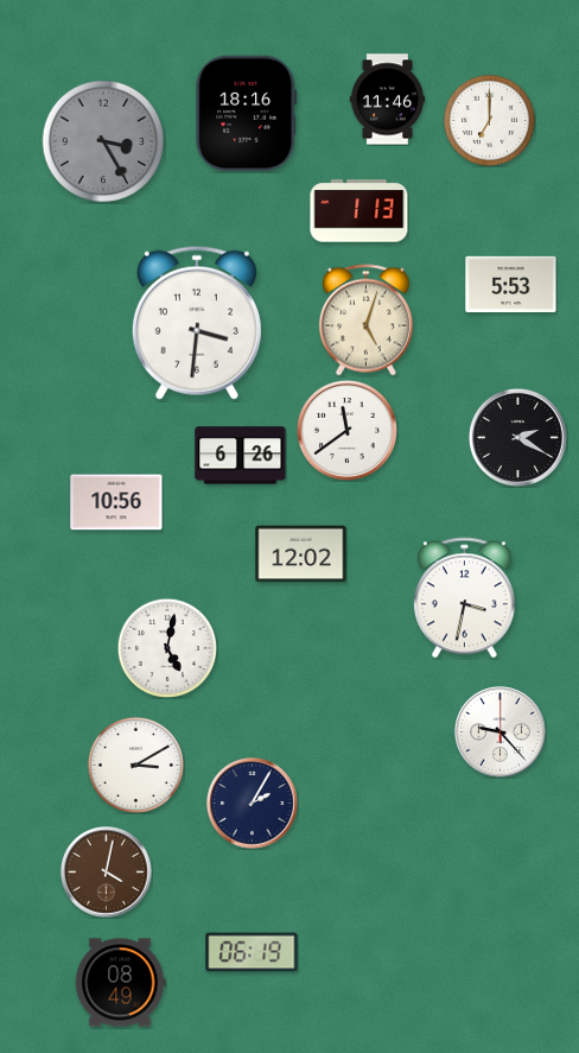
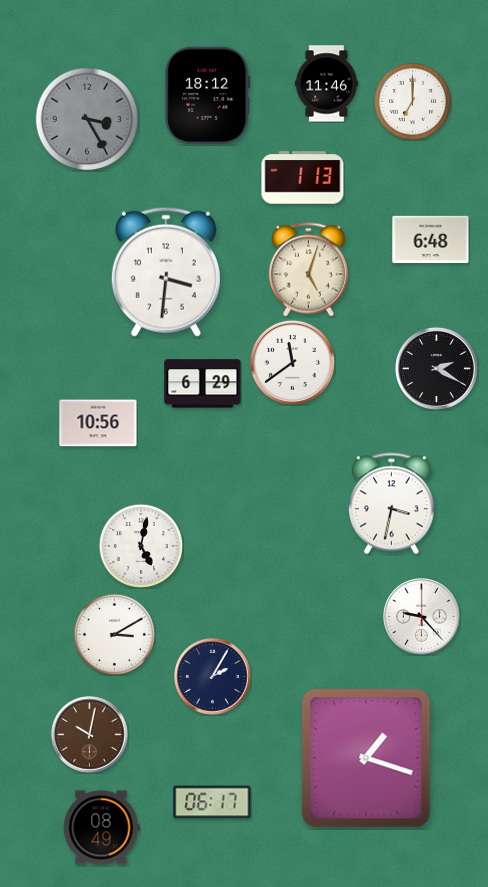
clock at (247, 113): 18:16 -> 18:12
clock at (511, 285): 5:53 -> 6:48
clock at (241, 456): 6:26 -> 6:29
clock at (301, 554): 12:02 -> none
clock at (135, 765) position: (135, 765) -> (114, 634)
clock at (107, 873): 4:02 -> 10:02
clock at (366, 758): none -> 1:18
clock at (252, 952): 06:19 -> 06:17
